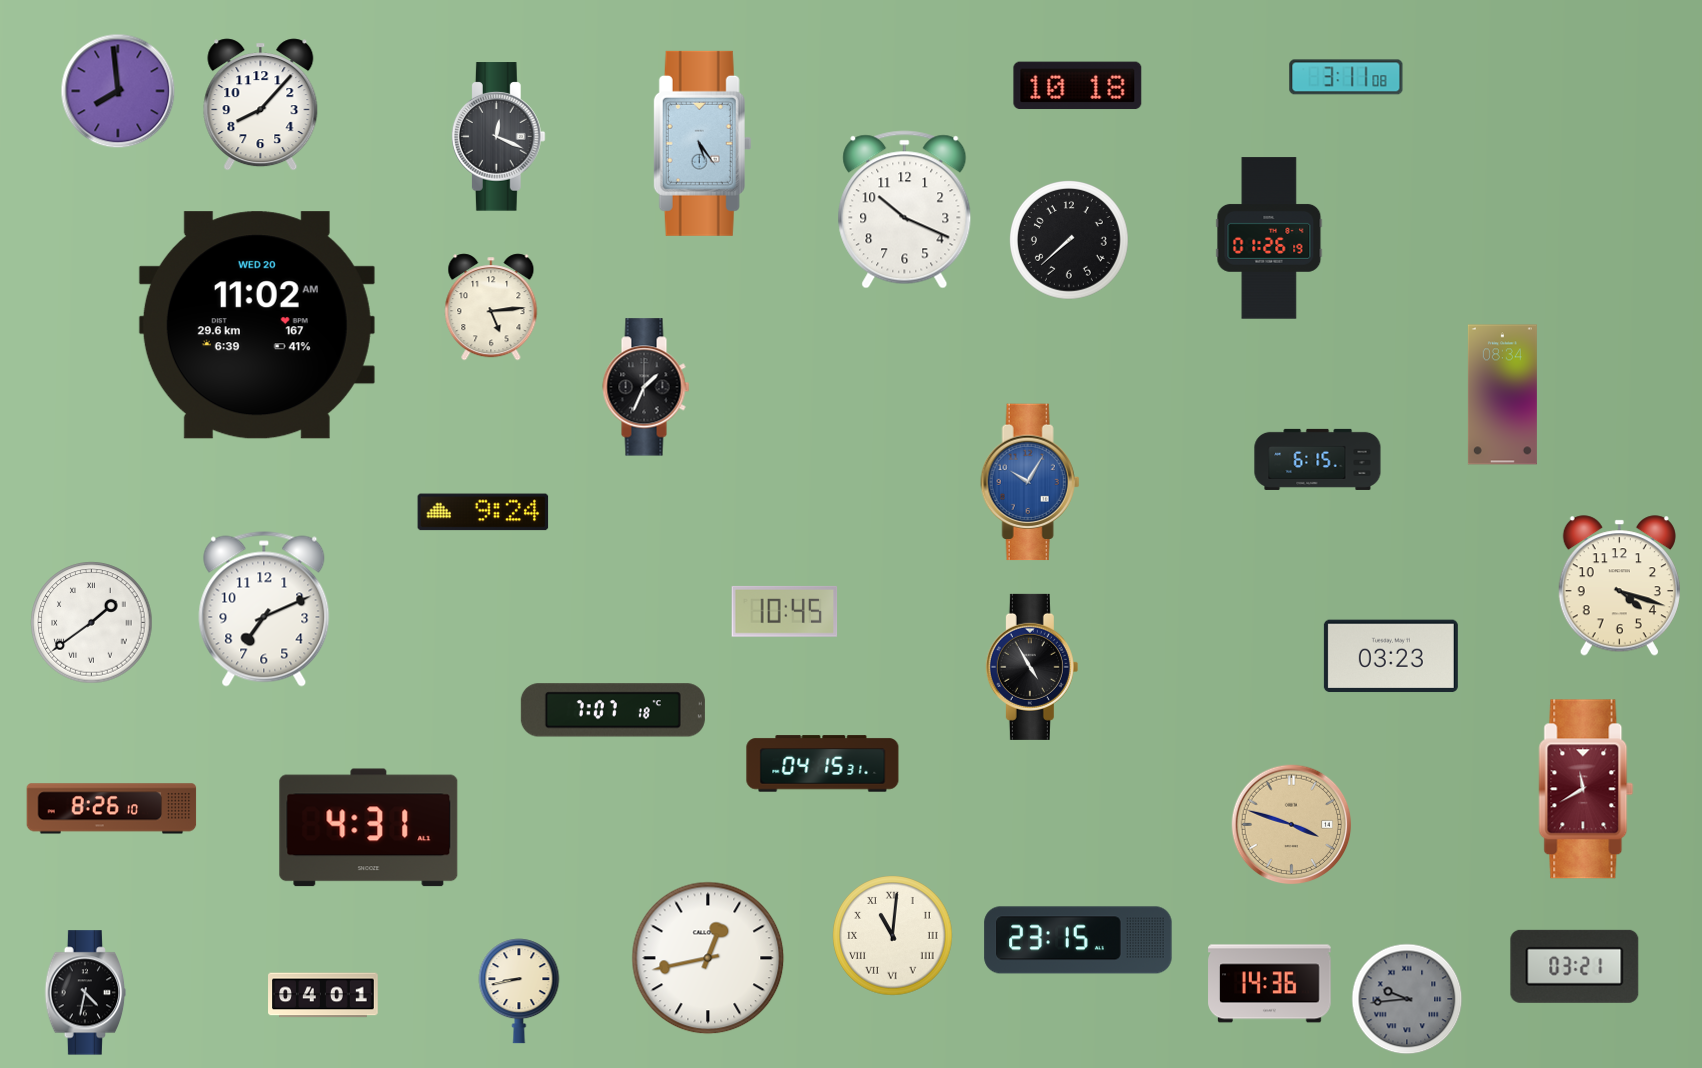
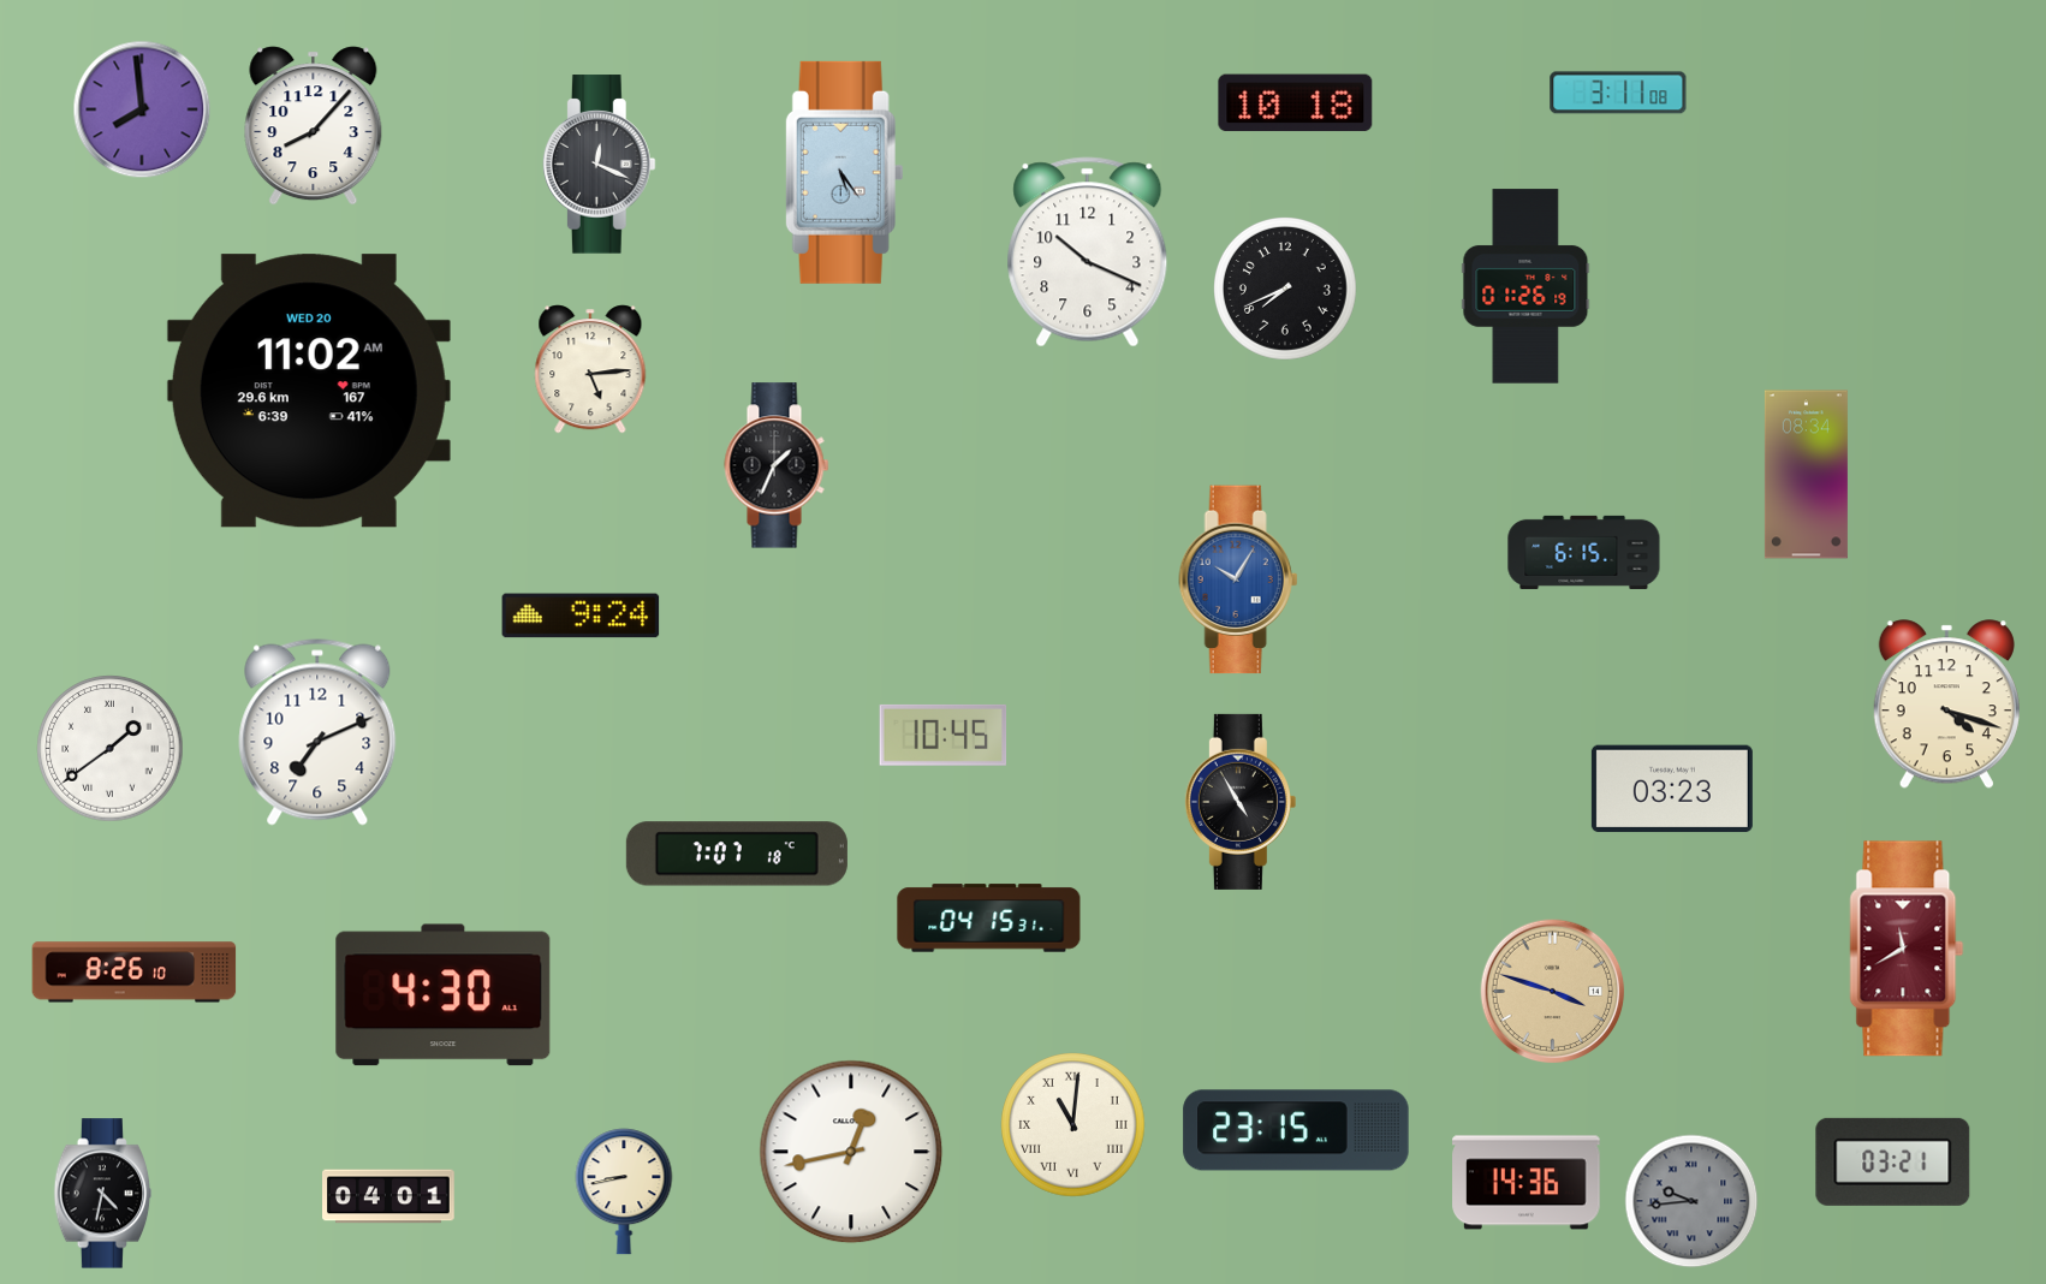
clock at (1070, 241): 7:38 -> 7:41
clock at (369, 828): 4:31 -> 4:30
